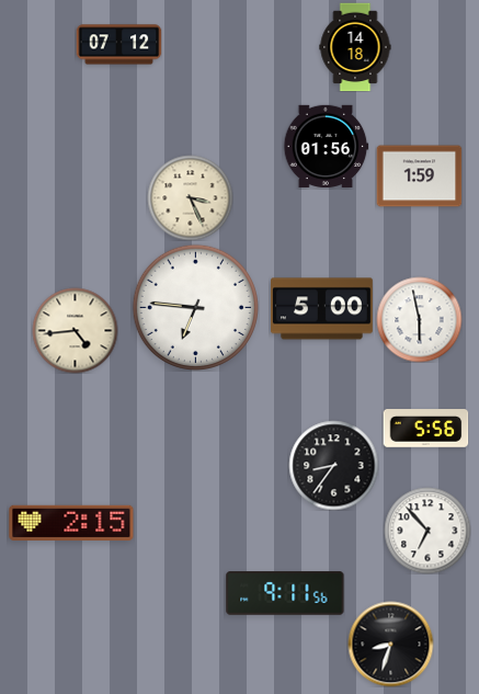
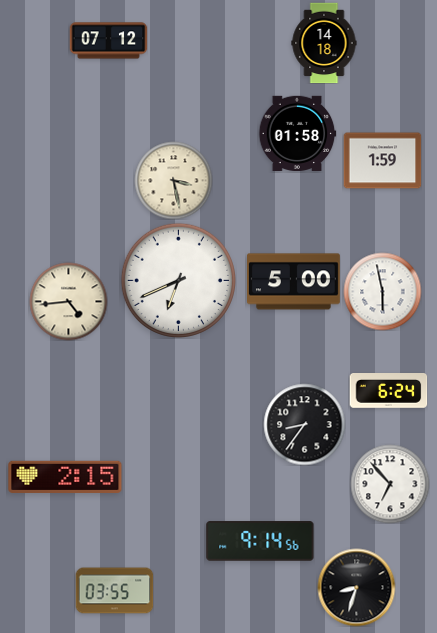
clock at (326, 146): 01:56 -> 01:58
clock at (190, 197): 3:26 -> 3:28
clock at (195, 307): 6:46 -> 6:41
clock at (425, 429): 5:56 -> 6:24
clock at (285, 593): 9:11 -> 9:14
clock at (114, 591): none -> 03:55
